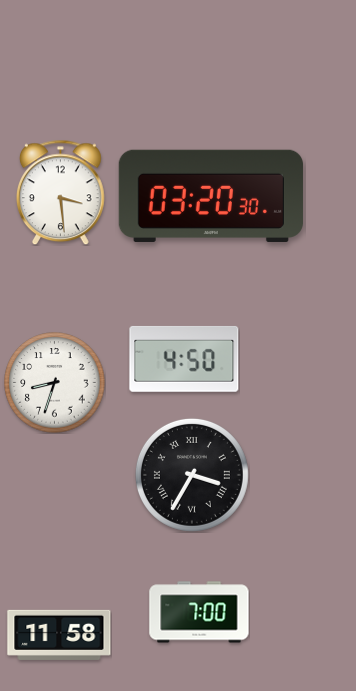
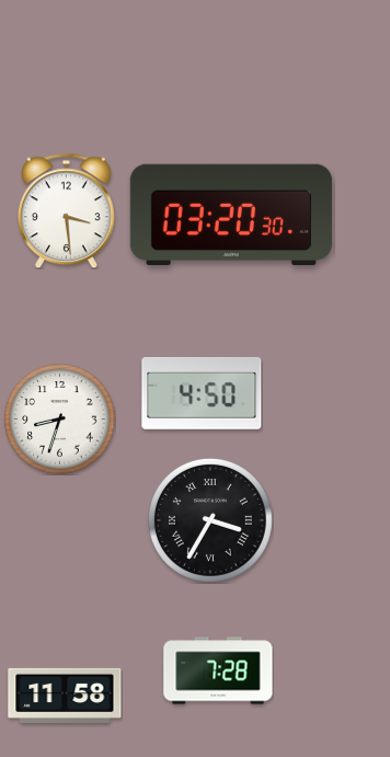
clock at (199, 612): 7:00 -> 7:28
